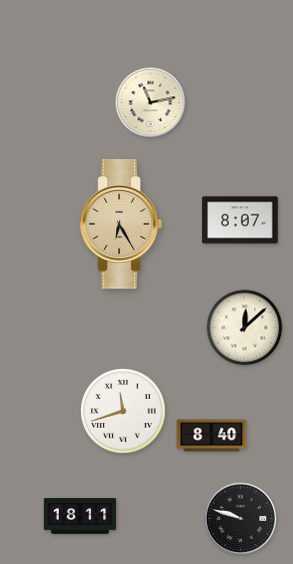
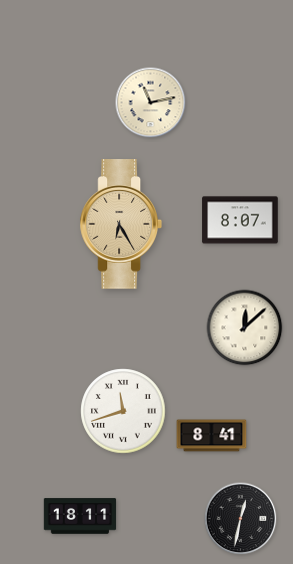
clock at (212, 436): 8:40 -> 8:41
clock at (241, 519): 9:48 -> 12:32
